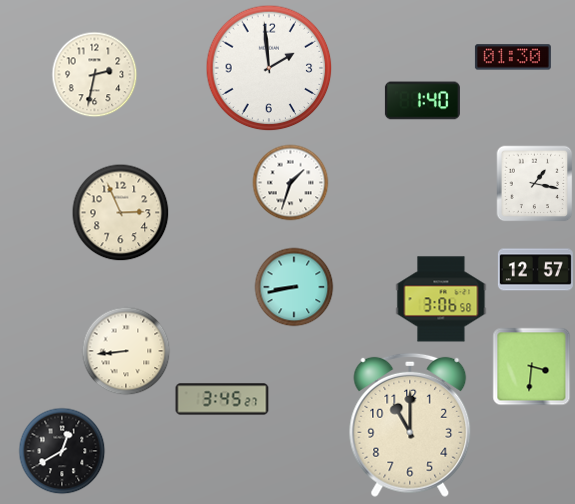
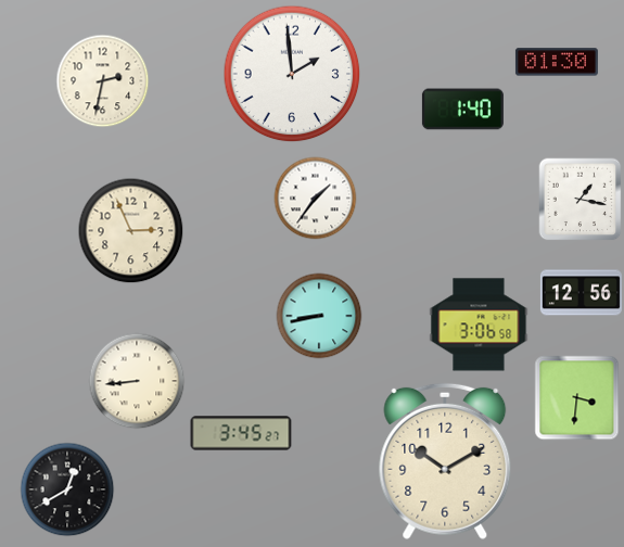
clock at (422, 101) position: (422, 101) -> (462, 110)
clock at (291, 183): 1:33 -> 1:36
clock at (535, 270): 12:57 -> 12:56
clock at (294, 287) position: (294, 287) -> (319, 316)
clock at (410, 425): 11:00 -> 10:10
